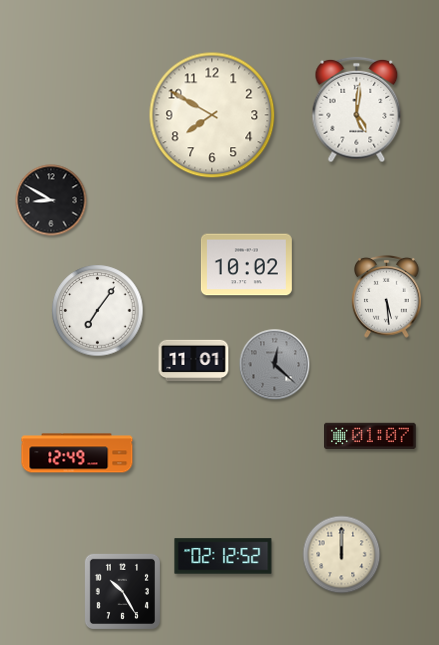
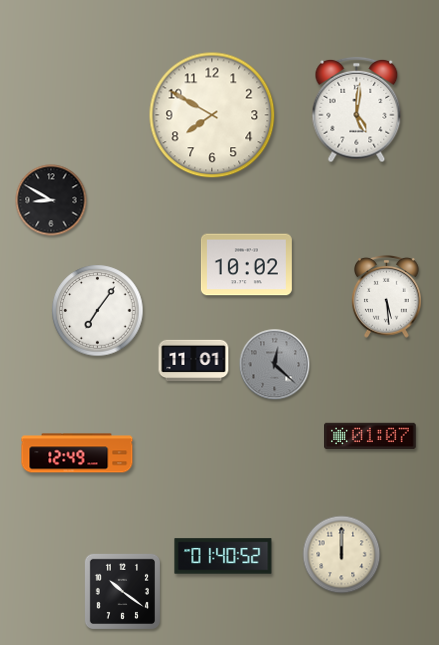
clock at (223, 556): 02:12 -> 01:40
clock at (122, 591): 10:25 -> 10:21
